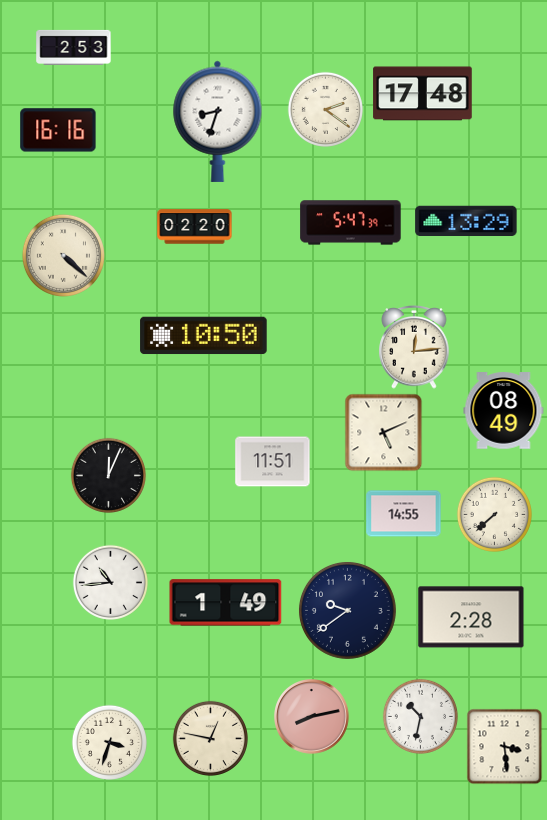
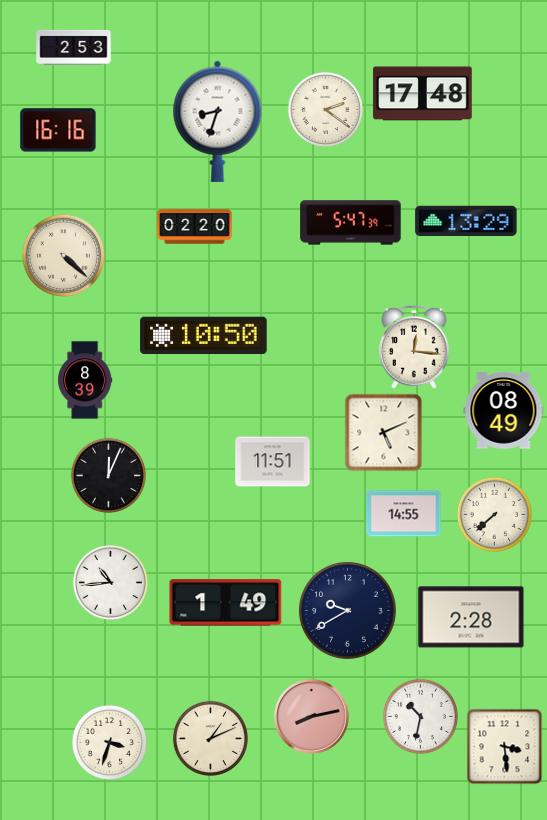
clock at (414, 348): 12:14 -> 12:16
clock at (85, 380): none -> 8:39
clock at (347, 610): 9:39 -> 9:40
clock at (210, 738): 12:47 -> 1:11
